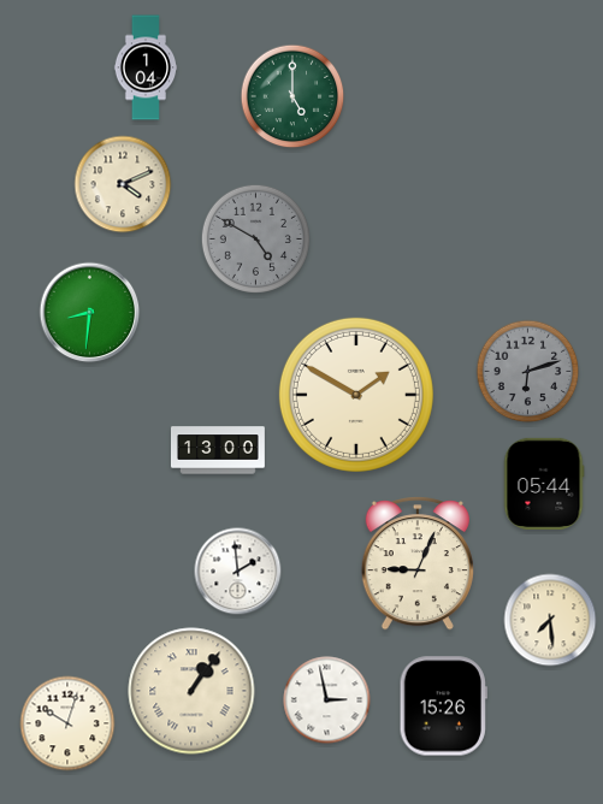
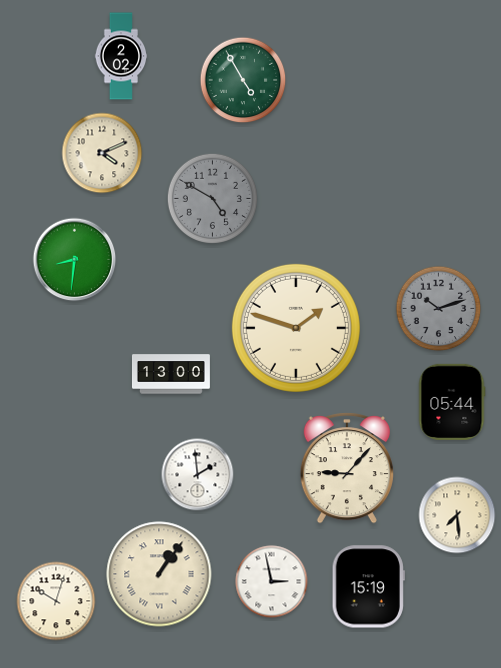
clock at (146, 67): 1:04 -> 2:02
clock at (292, 96): 5:00 -> 4:55
clock at (528, 372): 6:12 -> 10:12
clock at (356, 395): 1:50 -> 1:48
clock at (218, 450) position: (218, 450) -> (171, 374)
clock at (418, 564): 9:04 -> 9:07
clock at (443, 707): 15:26 -> 15:19
